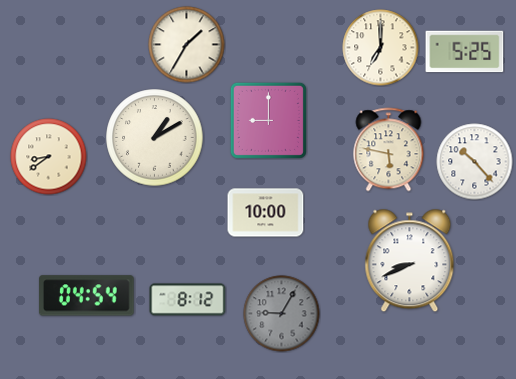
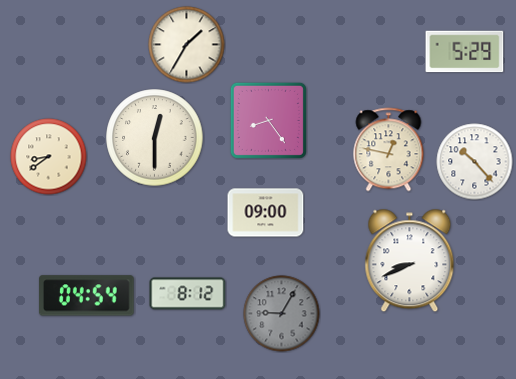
clock at (381, 48): 7:00 -> none
clock at (465, 52): 5:25 -> 5:29
clock at (268, 120): 9:00 -> 8:24
clock at (155, 138): 1:10 -> 12:30
clock at (389, 150): 5:47 -> 12:47
clock at (266, 213): 10:00 -> 09:00
clock at (188, 300) position: (188, 300) -> (188, 294)
